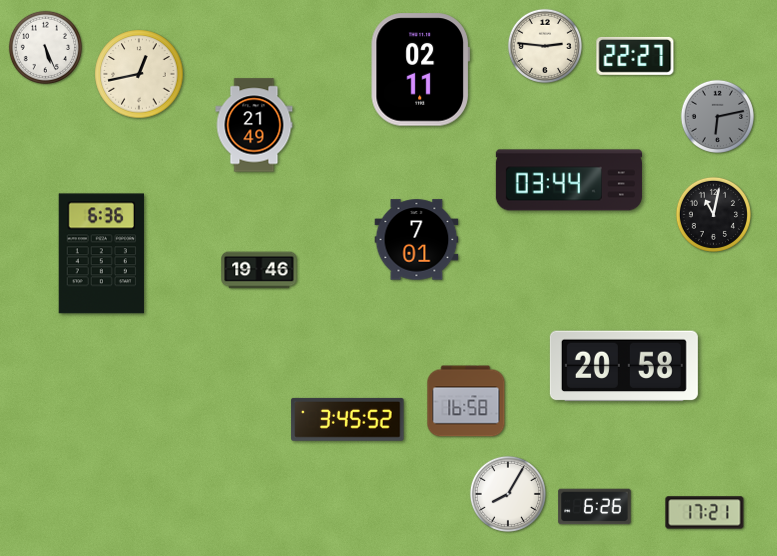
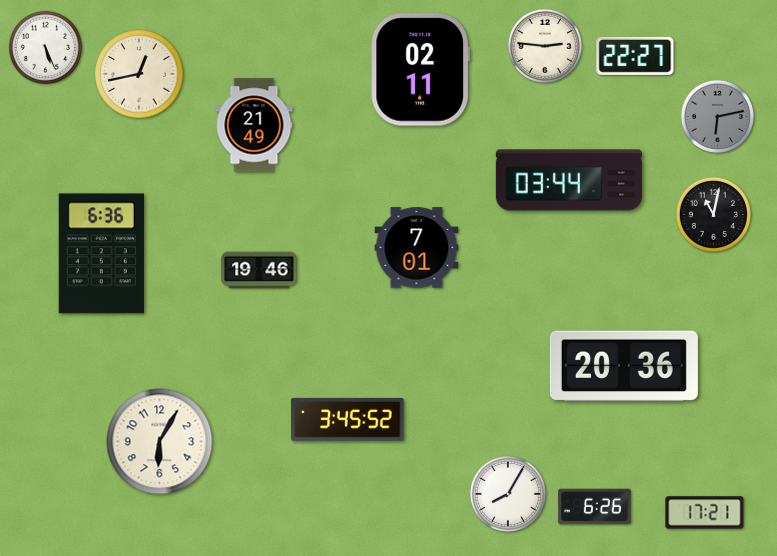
clock at (417, 240) position: (417, 240) -> (417, 248)
clock at (624, 366): 20:58 -> 20:36
clock at (466, 401): 16:58 -> none
clock at (160, 442): none -> 6:05
